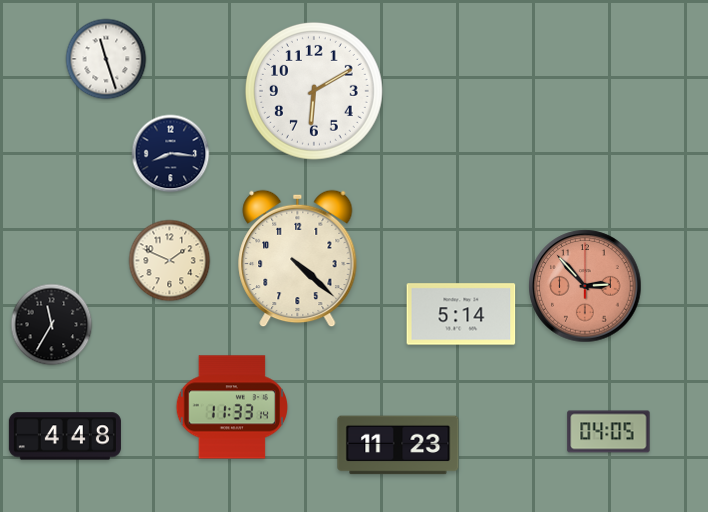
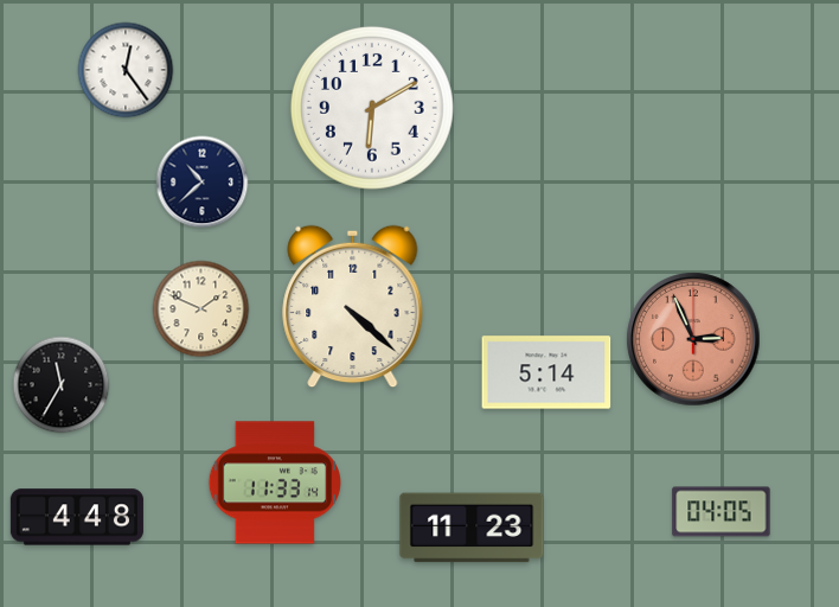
clock at (106, 59): 11:27 -> 12:24
clock at (171, 154): 8:16 -> 10:38
clock at (585, 286): 2:53 -> 2:56
